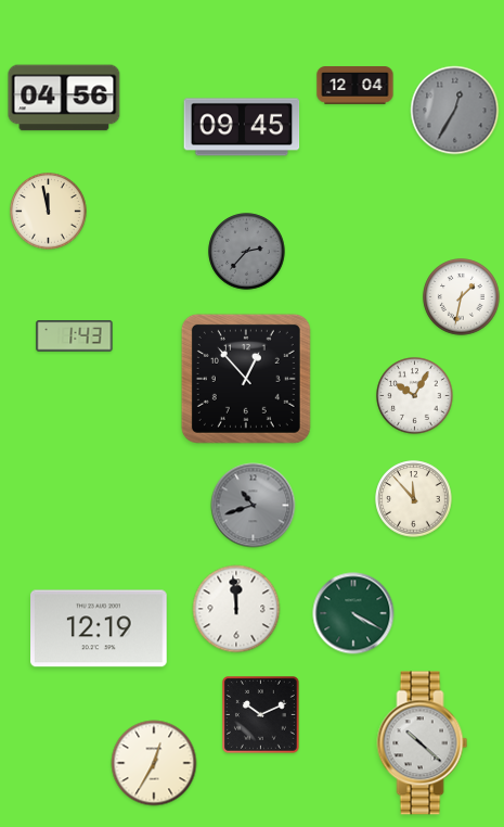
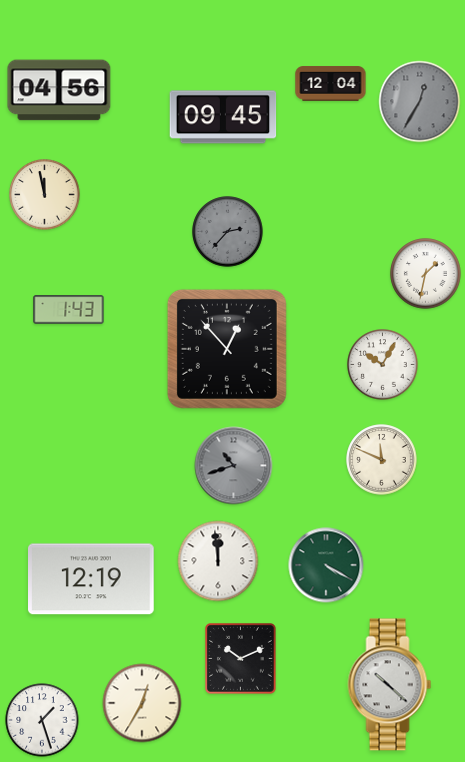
clock at (356, 86) position: (356, 86) -> (331, 84)
clock at (414, 499): 11:53 -> 11:49
clock at (42, 720): none -> 1:27
